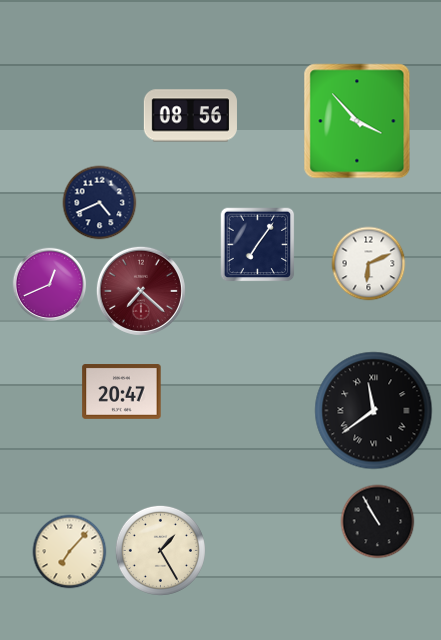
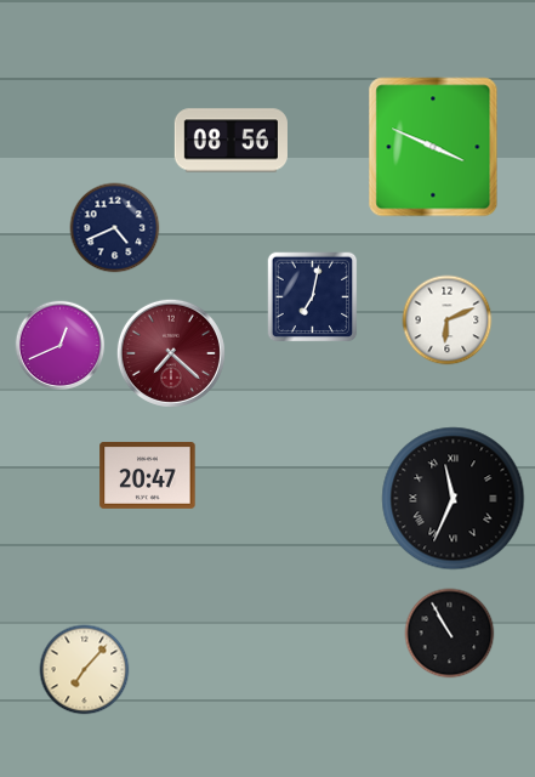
clock at (357, 121): 3:53 -> 3:49
clock at (100, 203) position: (100, 203) -> (115, 228)
clock at (258, 245): 7:06 -> 7:02
clock at (374, 411): 11:39 -> 11:34
clock at (378, 522) position: (378, 522) -> (450, 634)
clock at (160, 550): 1:25 -> none
